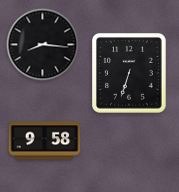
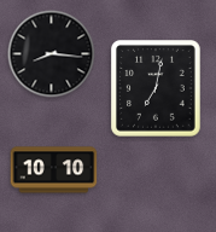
clock at (130, 74): 6:33 -> 7:02
clock at (45, 141): 9:58 -> 10:10
